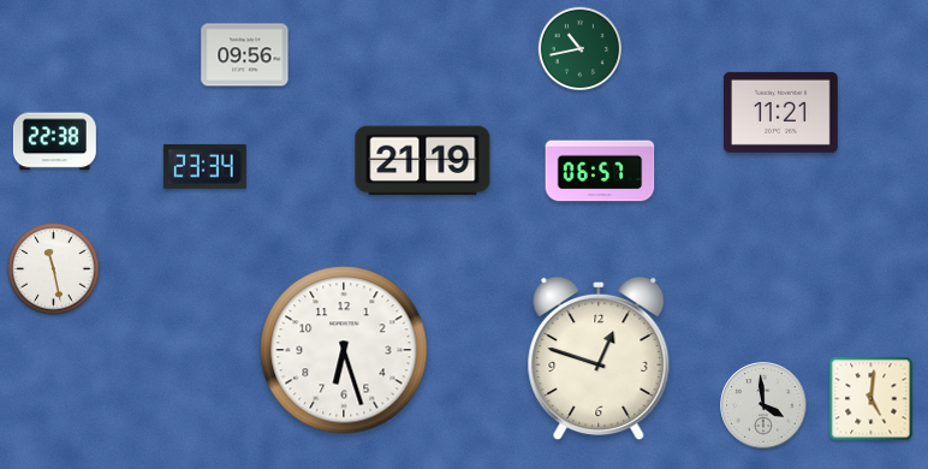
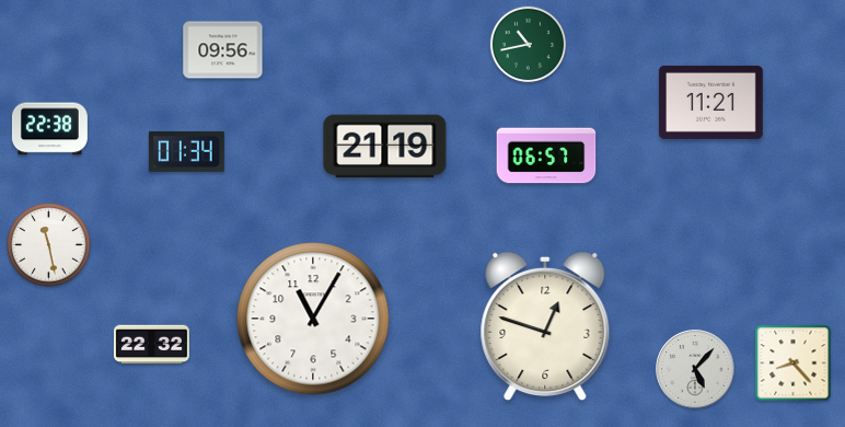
clock at (204, 166): 23:34 -> 01:34
clock at (344, 350): 6:27 -> 11:05
clock at (151, 345): none -> 22:32
clock at (872, 399): 5:01 -> 8:23
clock at (763, 405): 3:59 -> 5:07
